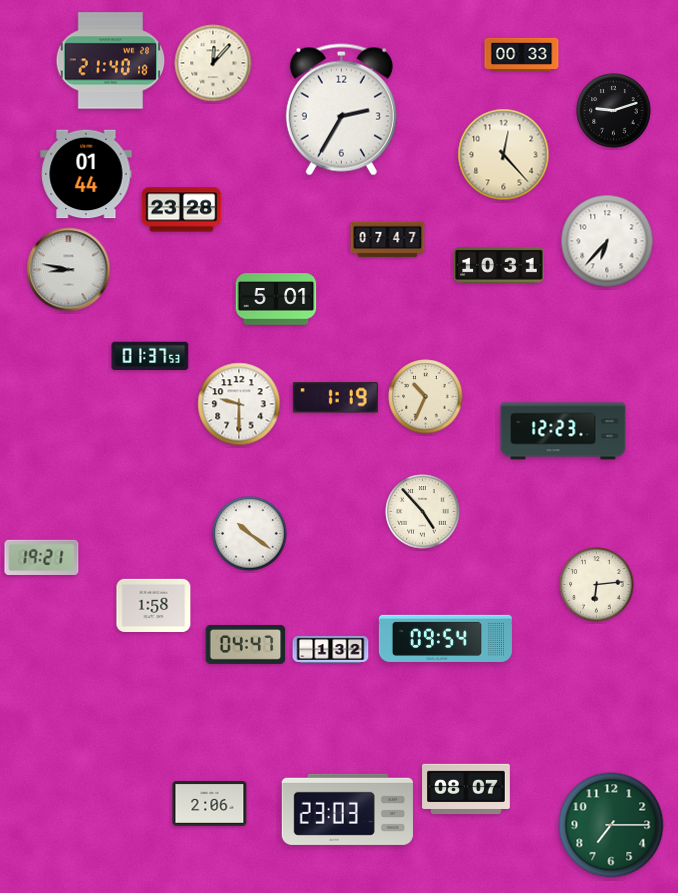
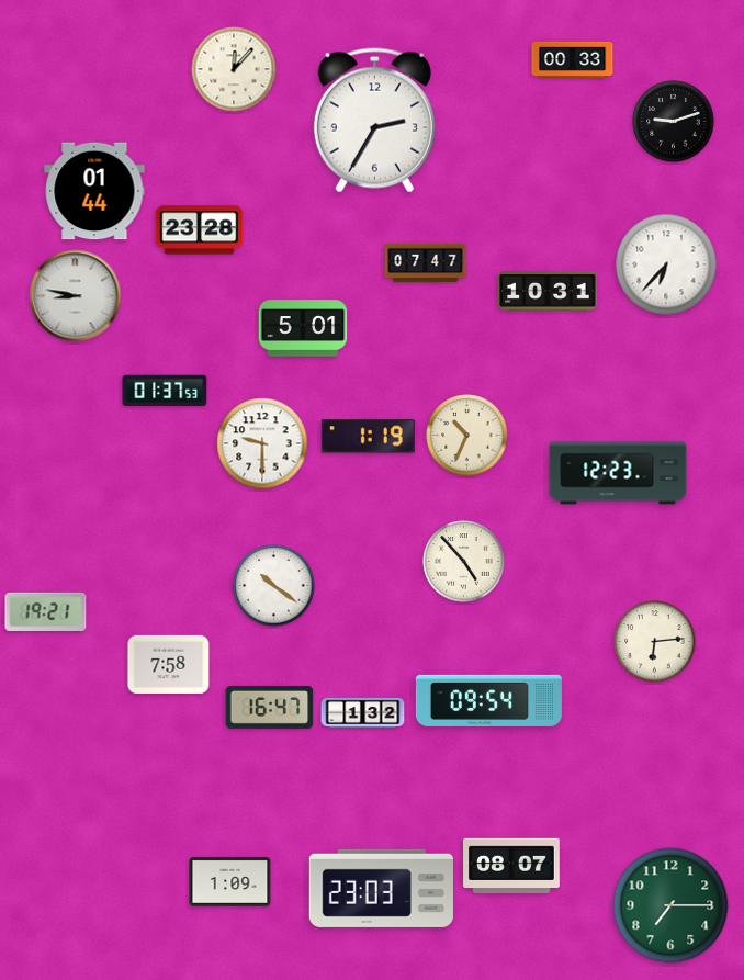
clock at (111, 61): 21:40 -> none
clock at (504, 155): 12:23 -> none
clock at (154, 605): 1:58 -> 7:58
clock at (246, 644): 04:47 -> 16:47
clock at (210, 804): 2:06 -> 1:09
